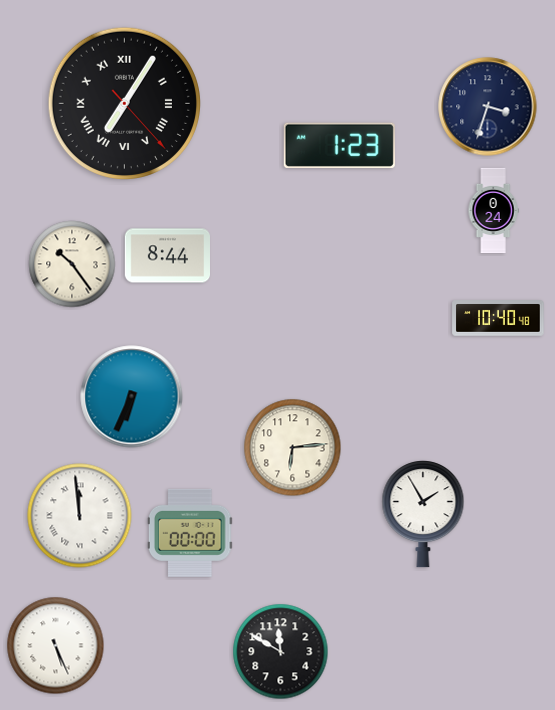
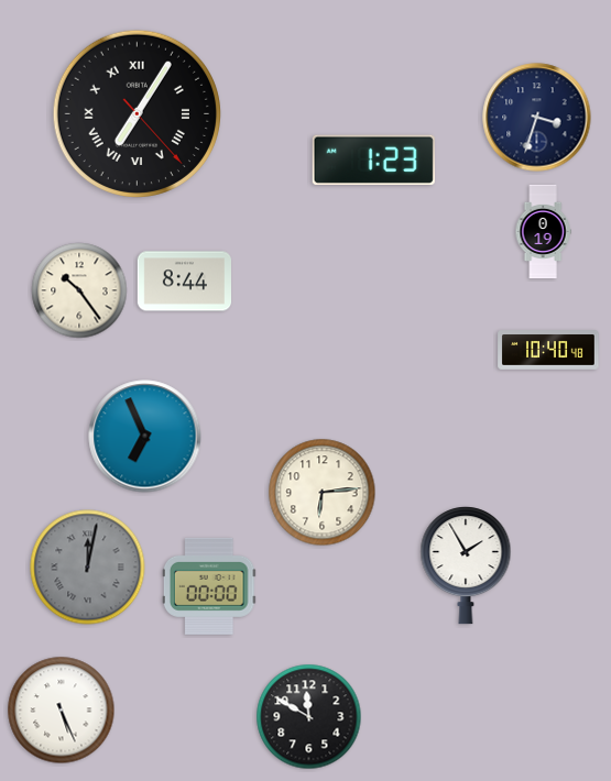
clock at (493, 211): 0:24 -> 0:19
clock at (132, 397): 6:34 -> 6:56
clock at (80, 516): 11:59 -> 12:02
clock at (80, 516) dial: white -> grey
